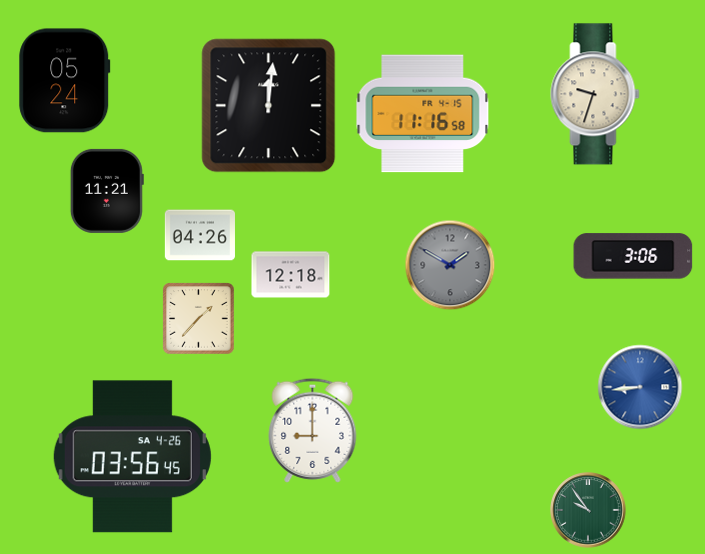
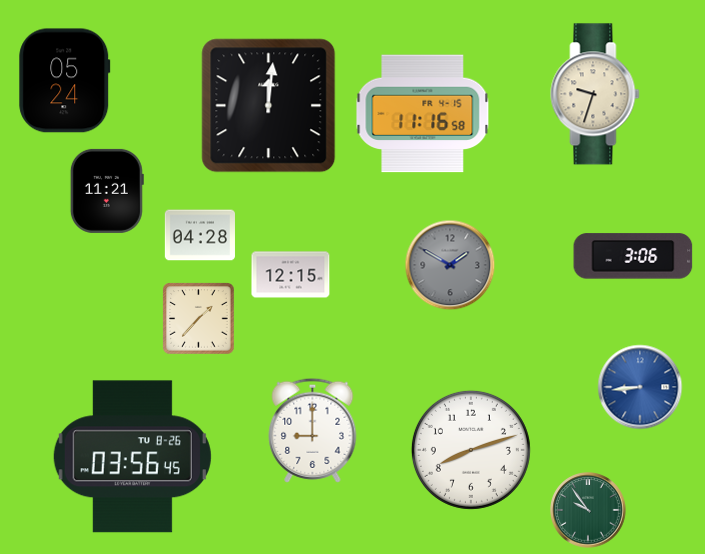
clock at (200, 235): 04:26 -> 04:28
clock at (291, 275): 12:18 -> 12:15
clock at (471, 450): none -> 8:12
clock at (132, 457) date: SA 4-26 -> TU 8-26
